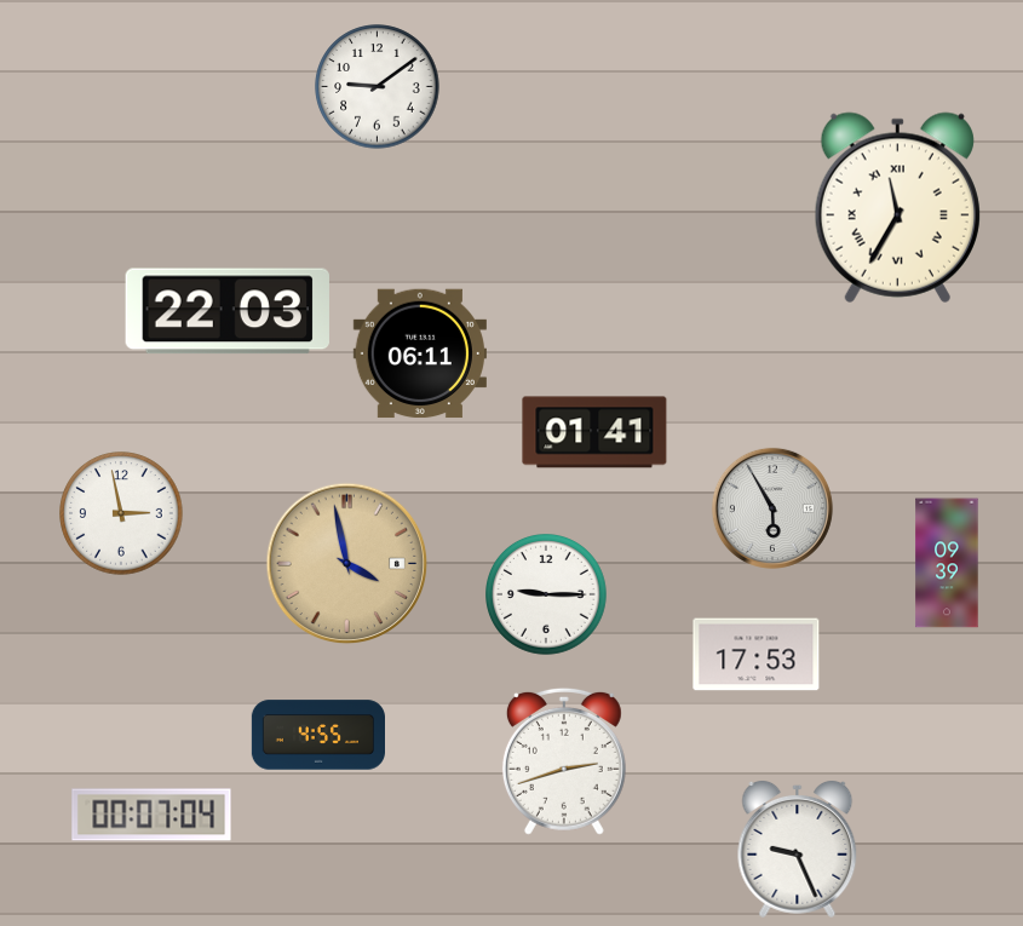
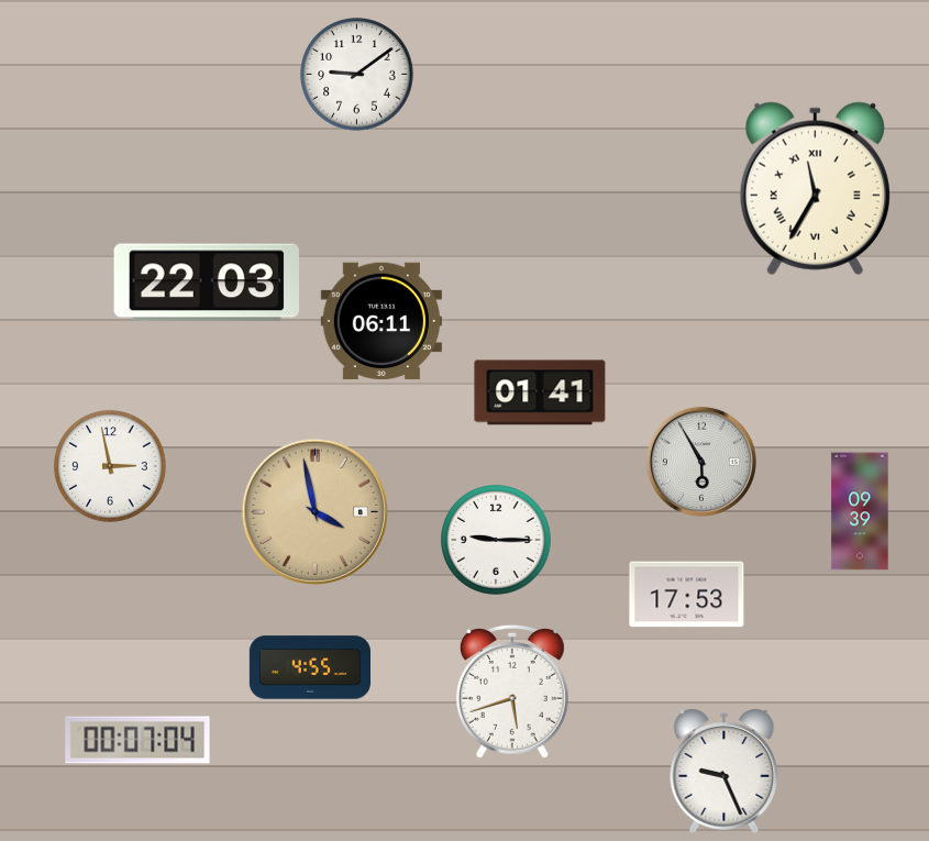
clock at (378, 87) position: (378, 87) -> (357, 75)
clock at (317, 735) position: (317, 735) -> (309, 667)
clock at (564, 761): 2:42 -> 5:42
